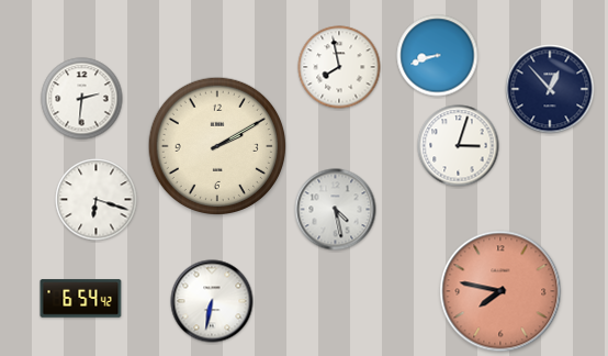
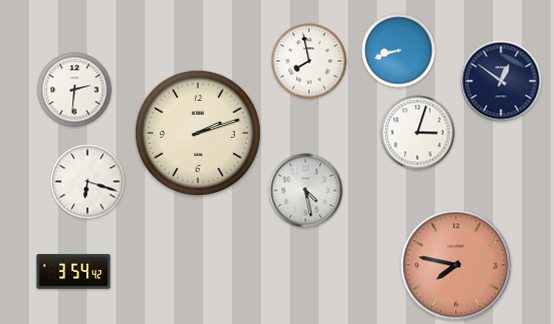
clock at (550, 89): 12:53 -> 12:51
clock at (216, 145): 2:10 -> 2:12
clock at (81, 299): 6:54 -> 3:54
clock at (212, 301): 6:32 -> none
